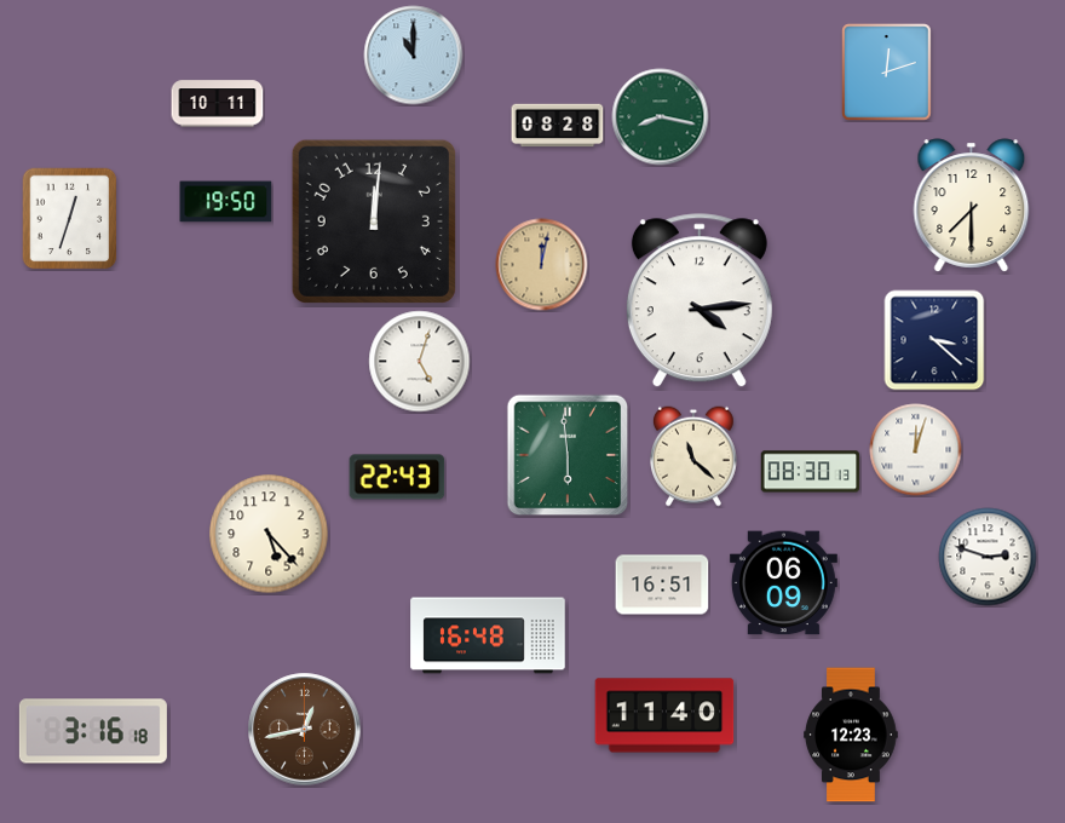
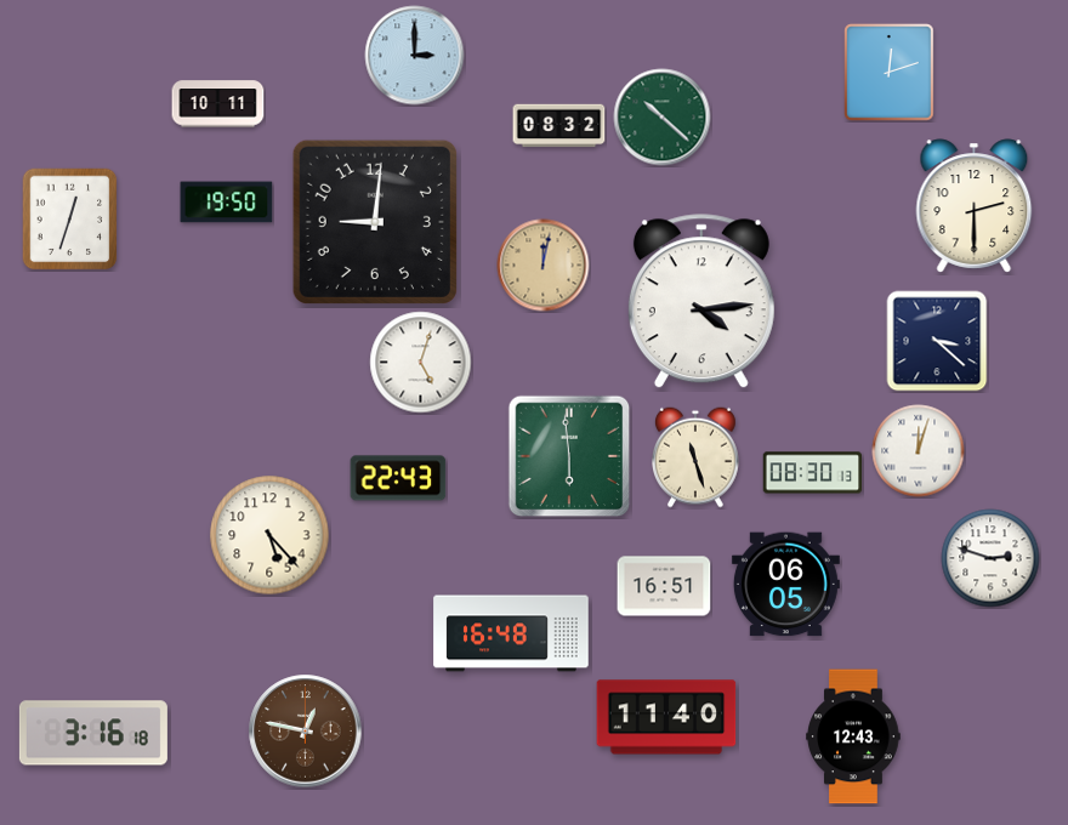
clock at (414, 56): 11:00 -> 3:00
clock at (661, 117): 8:17 -> 10:22
clock at (558, 126): 08:28 -> 08:32
clock at (972, 206): 7:30 -> 2:30
clock at (374, 221): 12:01 -> 9:01
clock at (695, 456): 11:22 -> 11:27
clock at (783, 583): 06:09 -> 06:05
clock at (488, 635) position: (488, 635) -> (511, 633)
clock at (305, 730): 12:43 -> 12:47
clock at (851, 735): 12:23 -> 12:43
